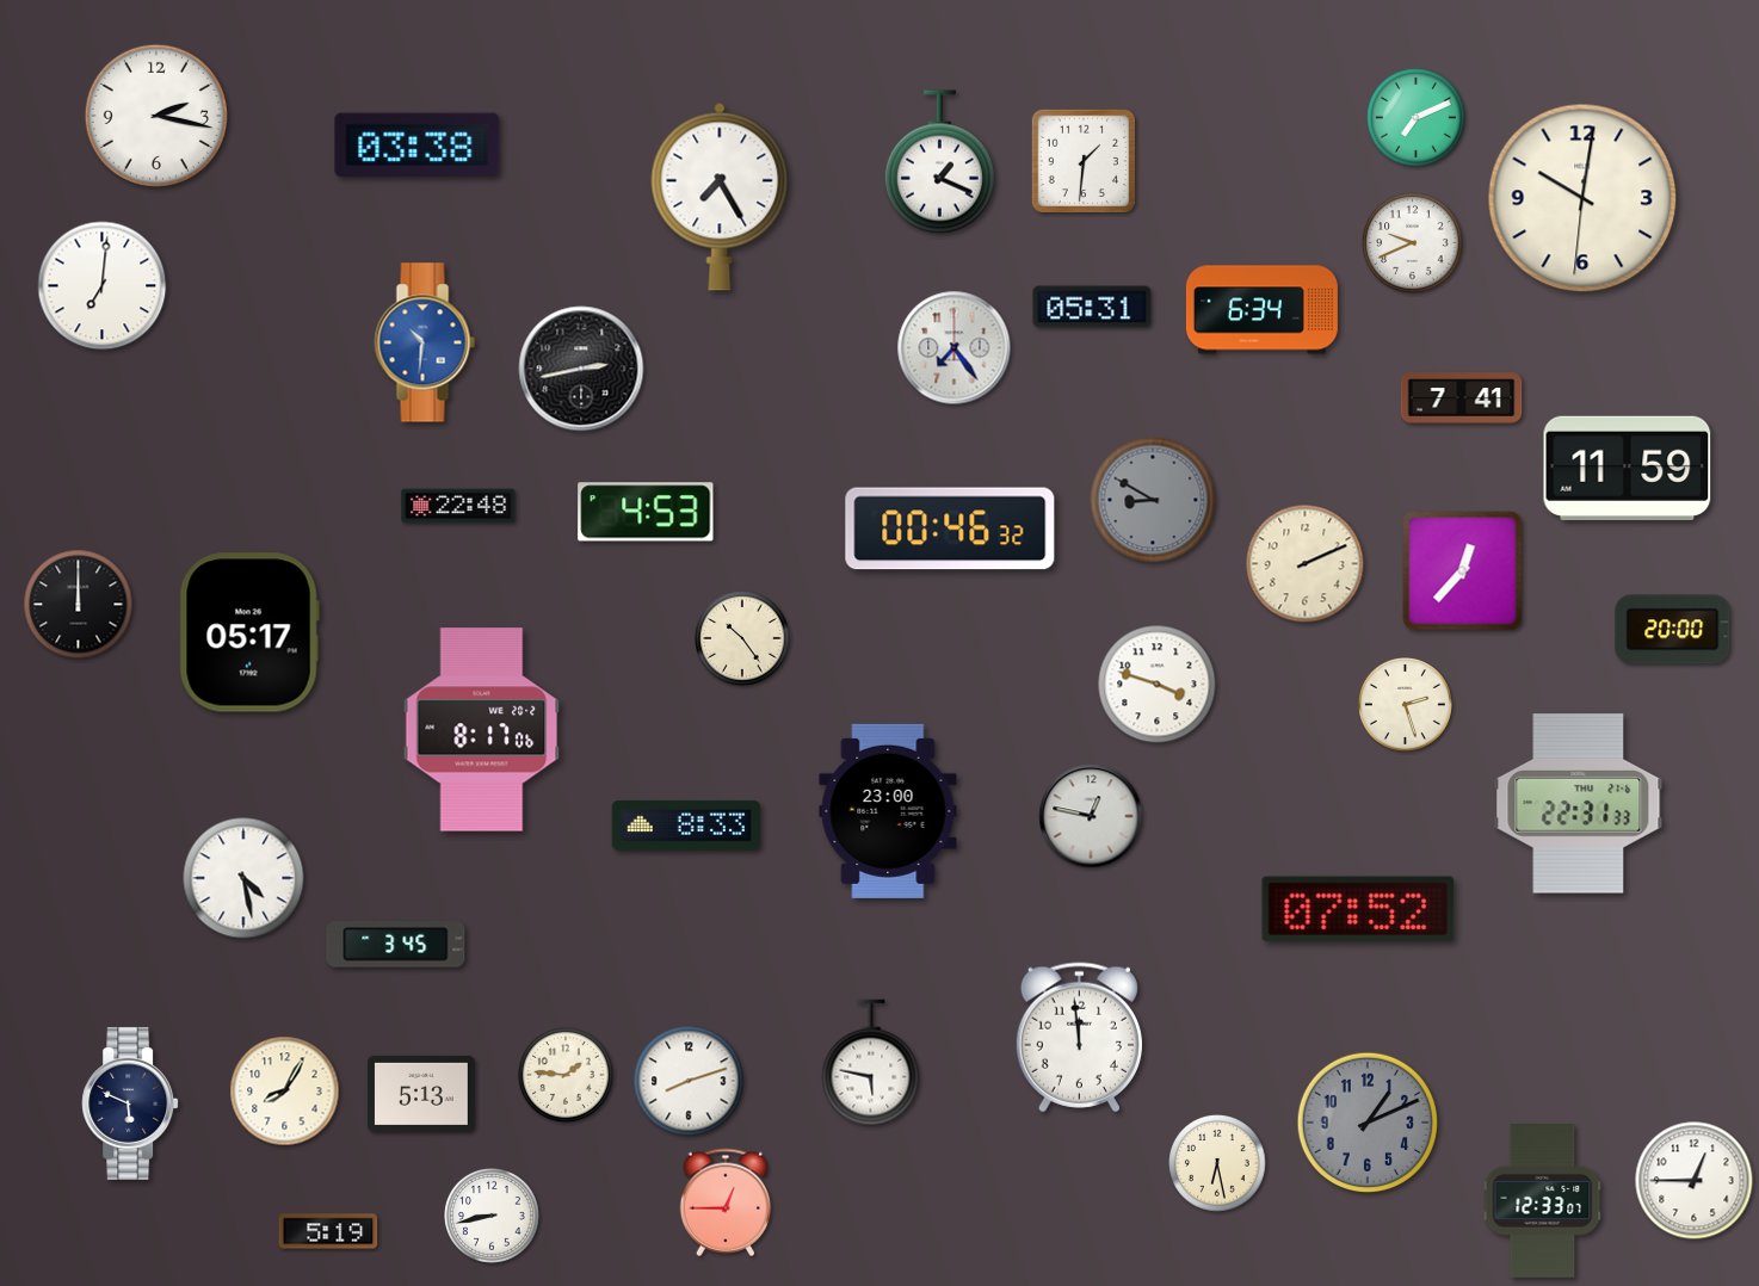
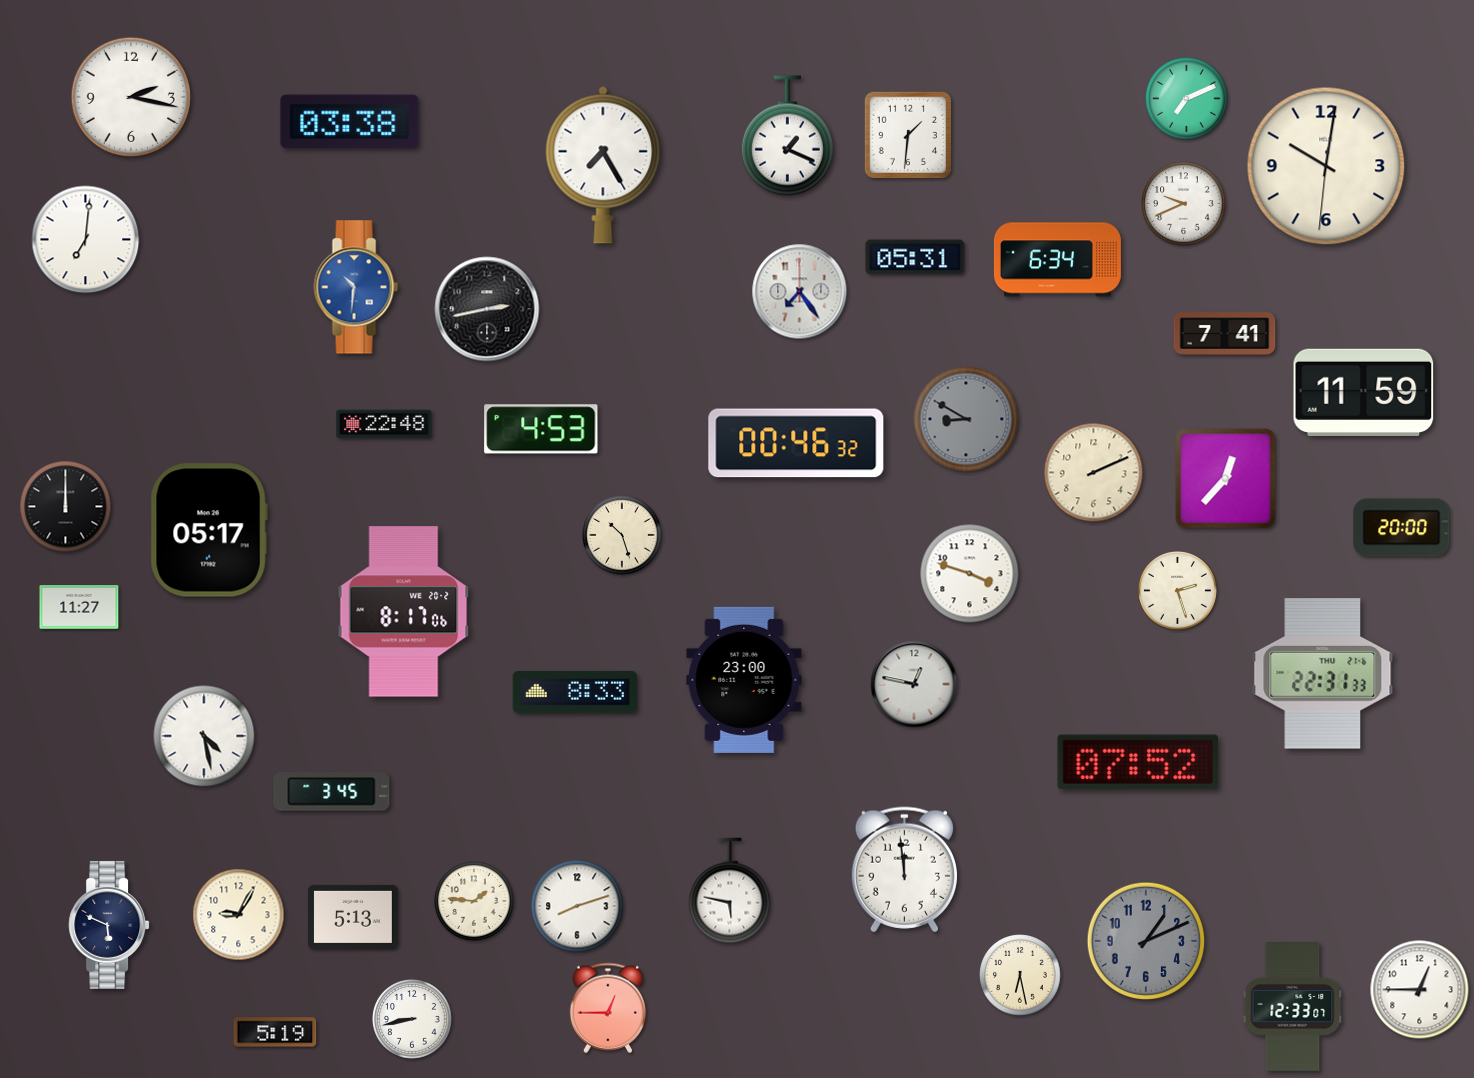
clock at (743, 639): 10:24 -> 10:27
clock at (79, 608): none -> 11:27
clock at (285, 1092): 8:05 -> 9:05
